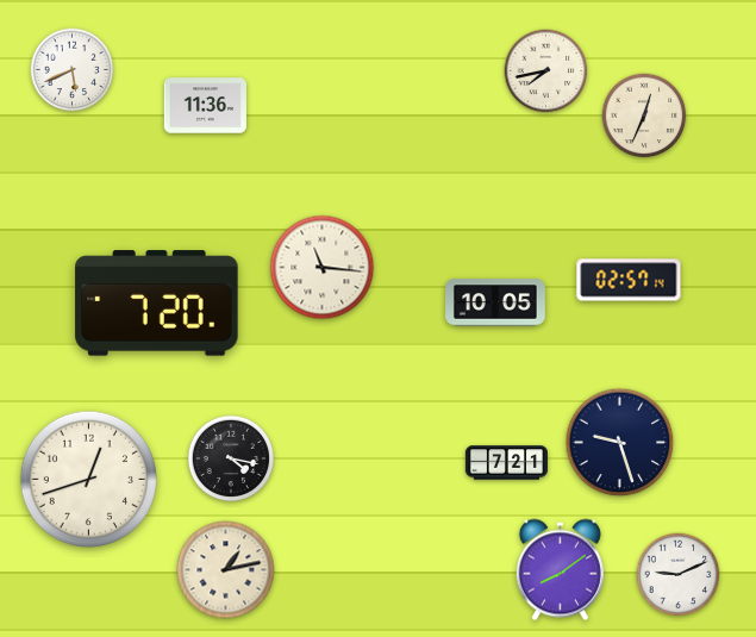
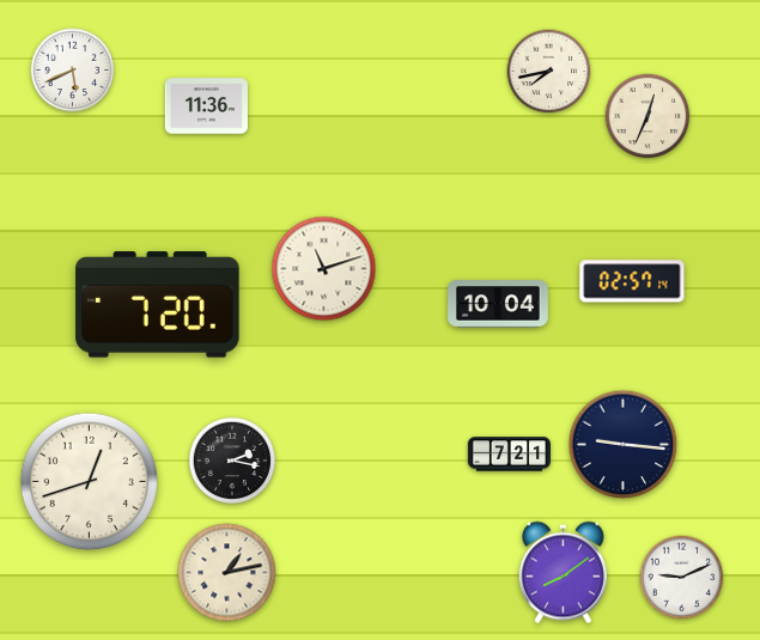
clock at (323, 268): 11:16 -> 11:12
clock at (496, 302): 10:05 -> 10:04
clock at (620, 443): 9:27 -> 9:16
clock at (231, 458): 4:17 -> 2:17
clock at (506, 463) position: (506, 463) -> (509, 455)
